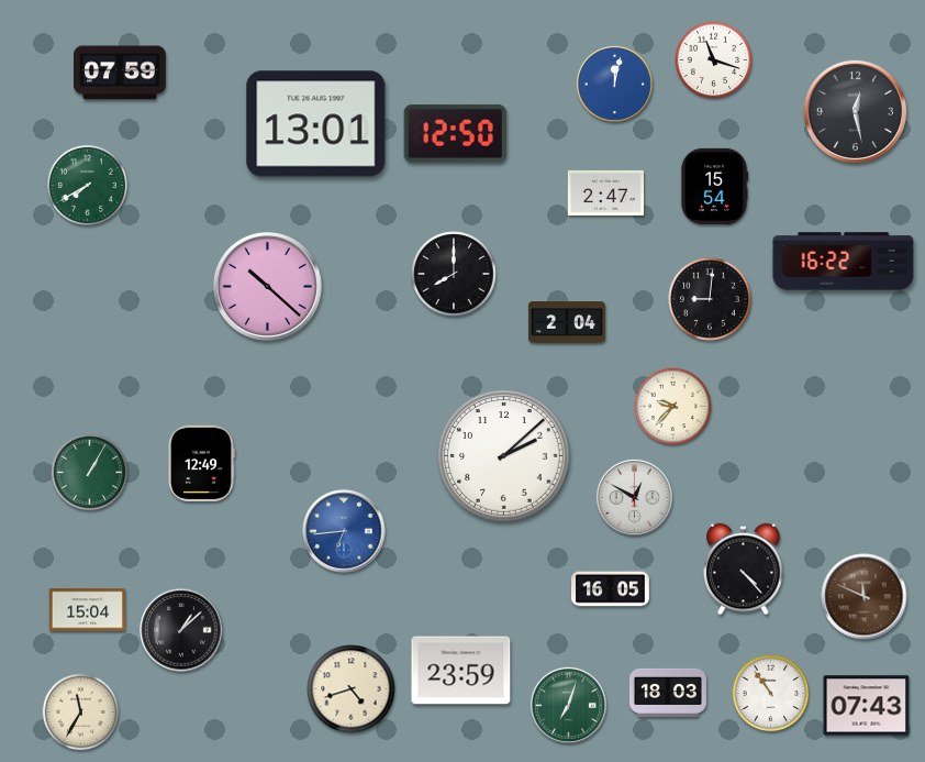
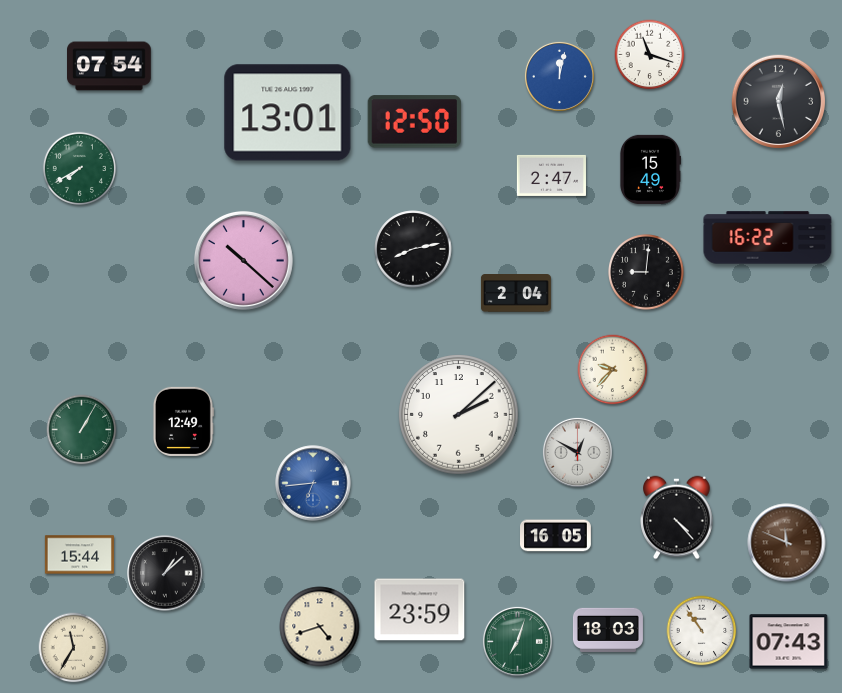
clock at (121, 73): 07:59 -> 07:54
clock at (713, 186): 15:54 -> 15:49
clock at (454, 274): 8:00 -> 8:13
clock at (87, 610): 15:04 -> 15:44
